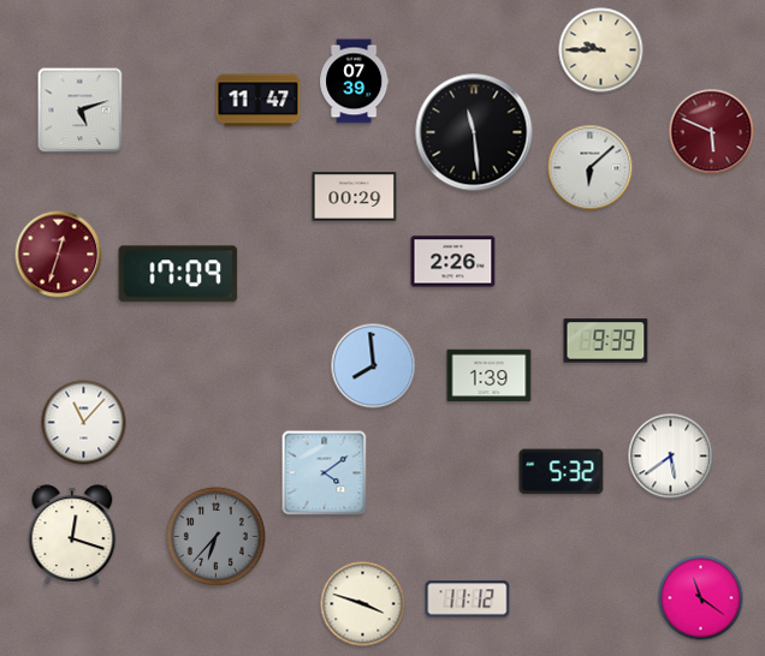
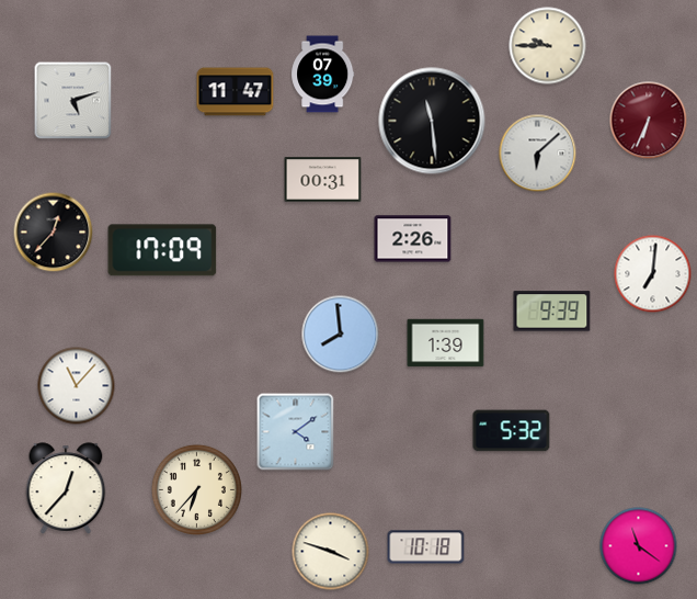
clock at (712, 132): 5:49 -> 6:34
clock at (355, 197): 00:29 -> 00:31
clock at (59, 255): 12:33 -> 12:37
clock at (59, 255) dial: burgundy -> black
clock at (653, 274): none -> 7:01
clock at (671, 457): 5:39 -> none
clock at (72, 535): 12:18 -> 12:37
clock at (215, 536) dial: grey -> cream
clock at (468, 600): 11:12 -> 10:18
